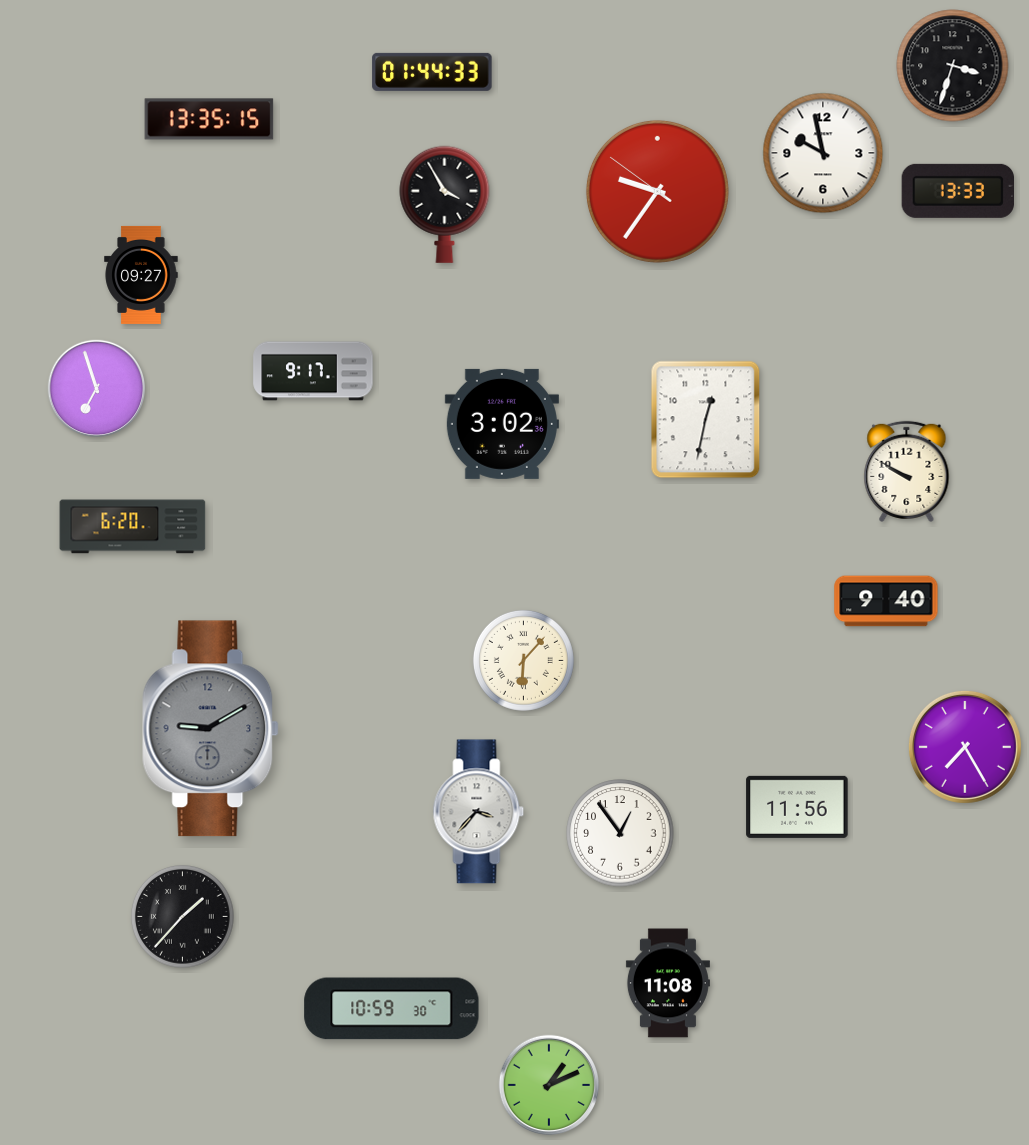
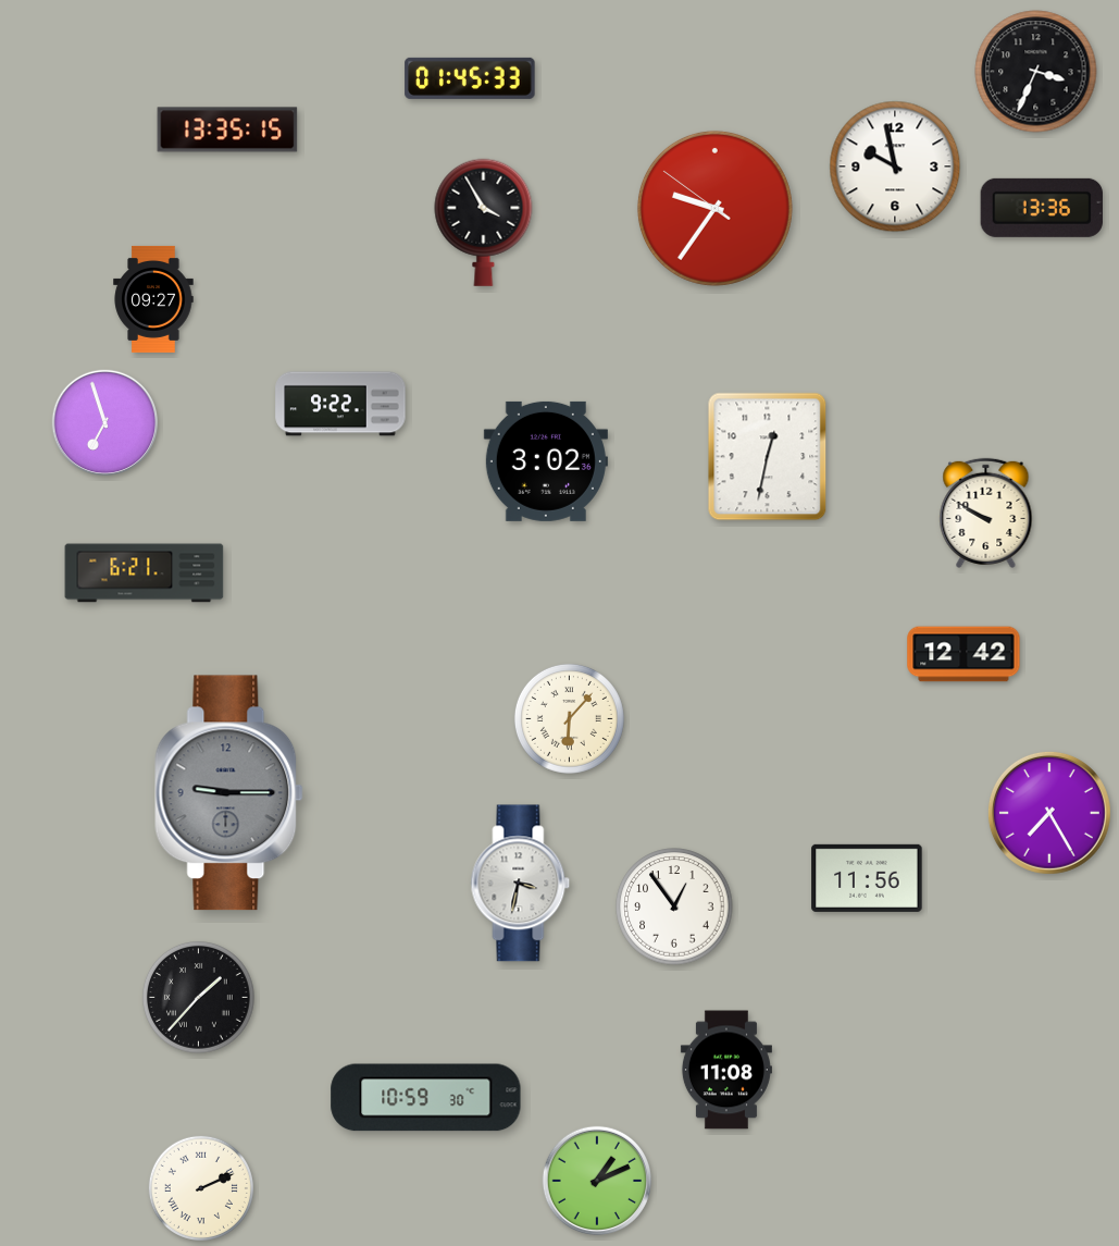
clock at (953, 66): 3:33 -> 3:34
clock at (432, 72): 01:44 -> 01:45
clock at (957, 191): 13:33 -> 13:36
clock at (313, 371): 9:17 -> 9:22
clock at (133, 527): 6:20 -> 6:21
clock at (886, 601): 9:40 -> 12:42
clock at (211, 729): 9:10 -> 9:15
clock at (479, 812): 3:37 -> 3:32
clock at (201, 1188): none -> 2:11
